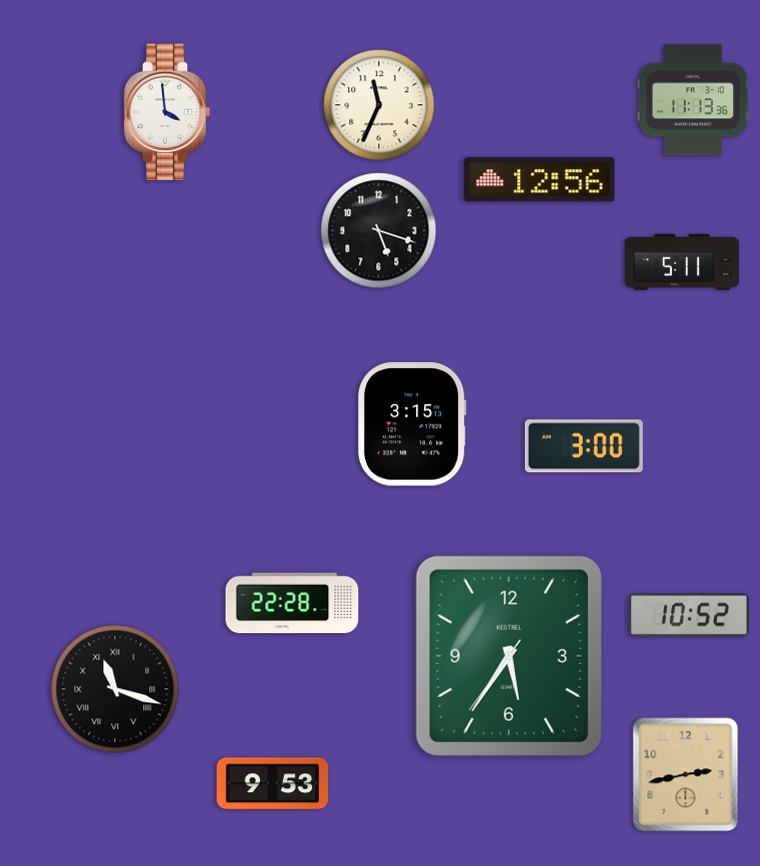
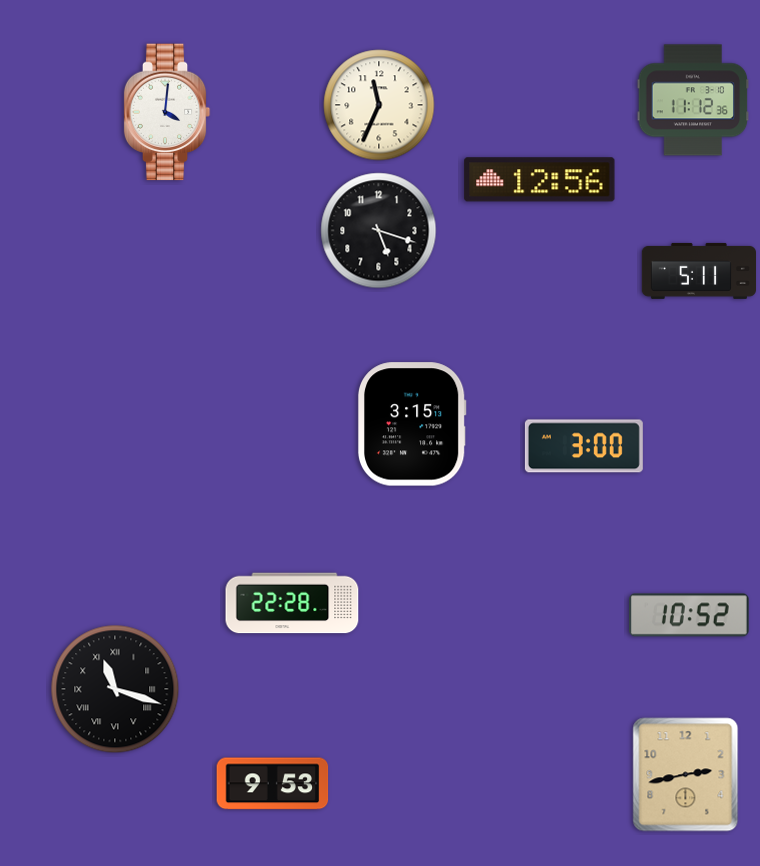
clock at (693, 100): 11:13 -> 11:12
clock at (167, 112): 3:59 -> 4:01
clock at (681, 262) position: (681, 262) -> (698, 271)
clock at (509, 656): 5:35 -> none
